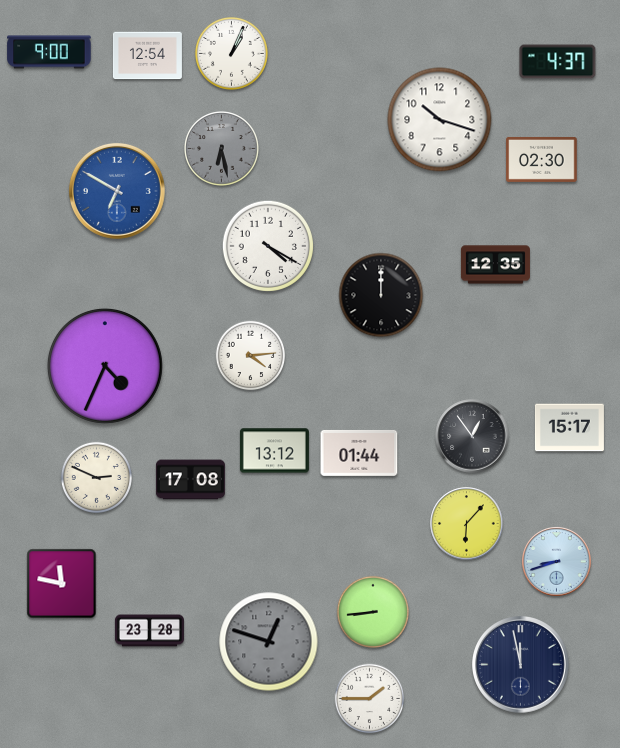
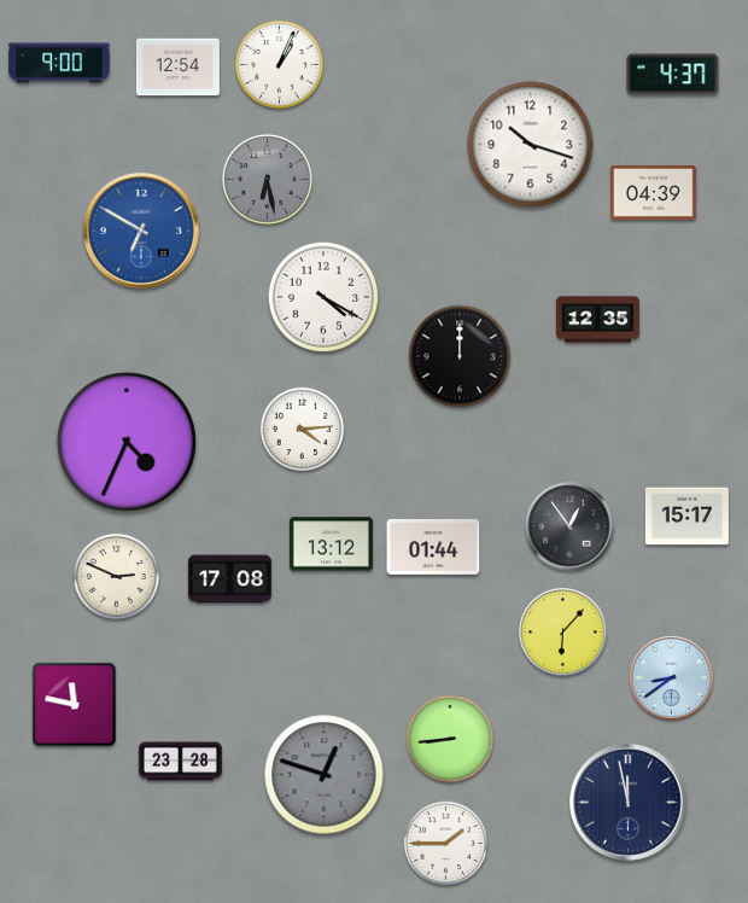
clock at (542, 159): 02:30 -> 04:39
clock at (557, 562): 8:42 -> 8:39
